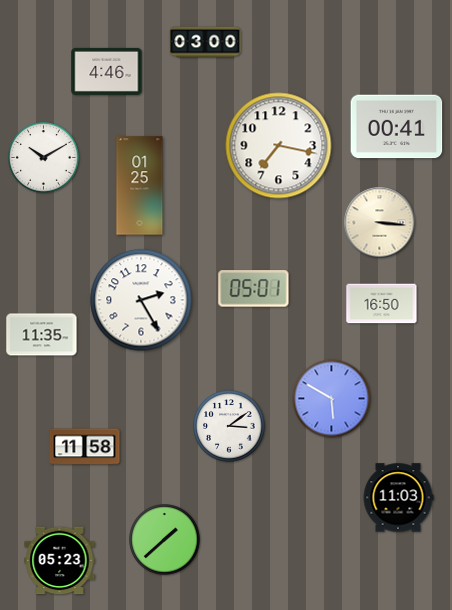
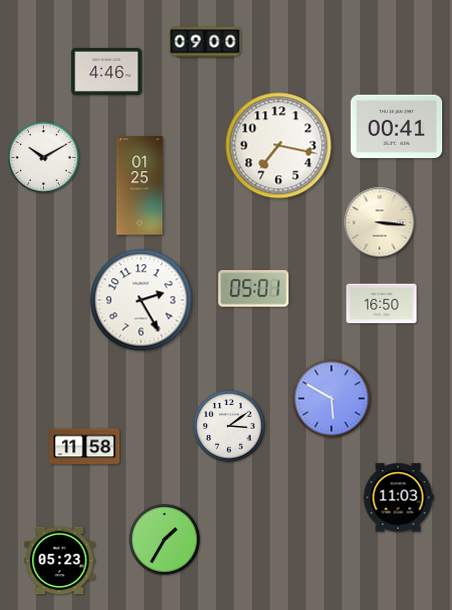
clock at (205, 42): 03:00 -> 09:00
clock at (42, 335): 11:35 -> none
clock at (165, 540): 1:38 -> 1:35
